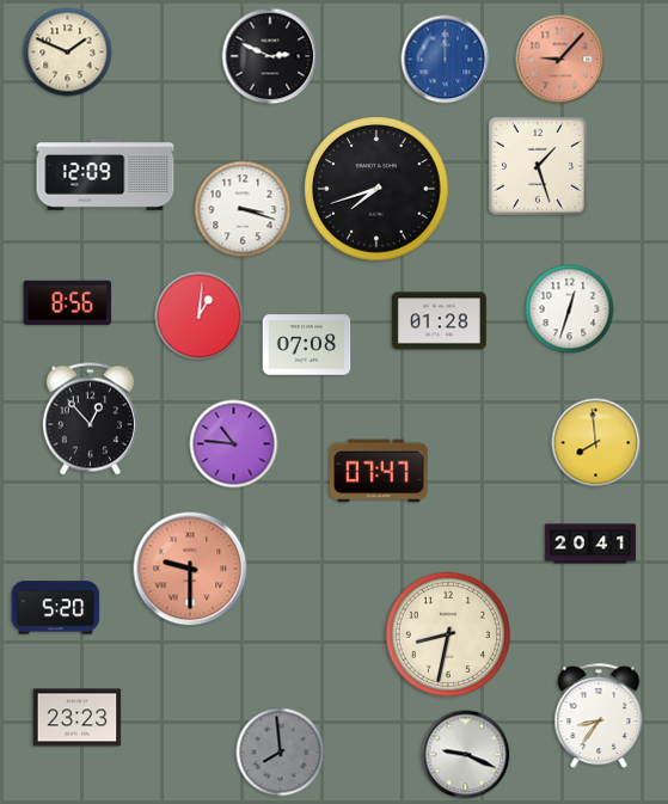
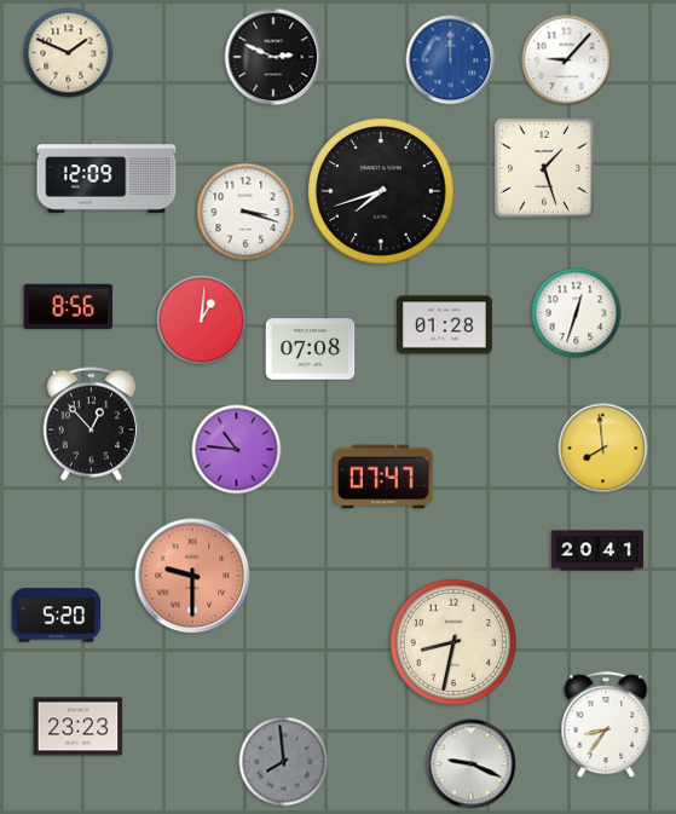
clock at (560, 60) dial: salmon -> white
